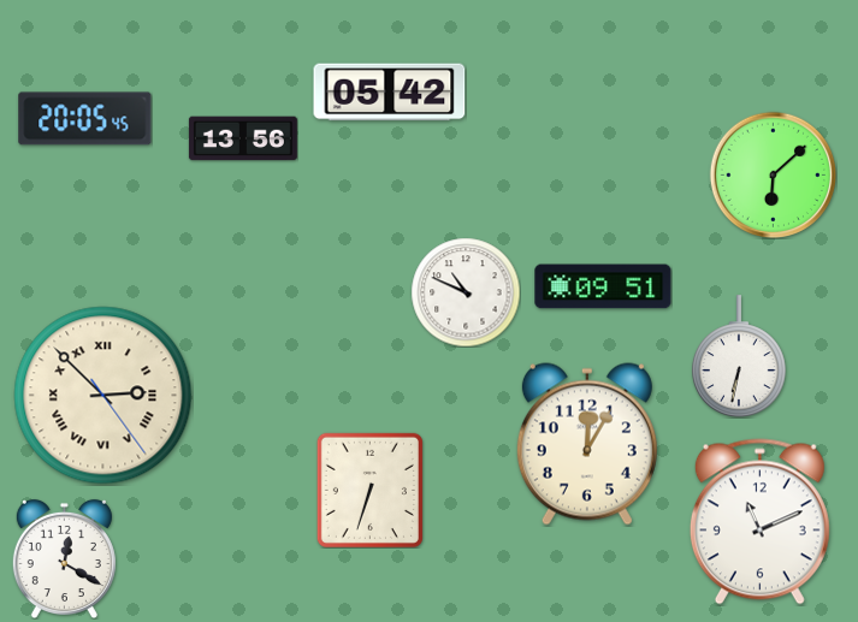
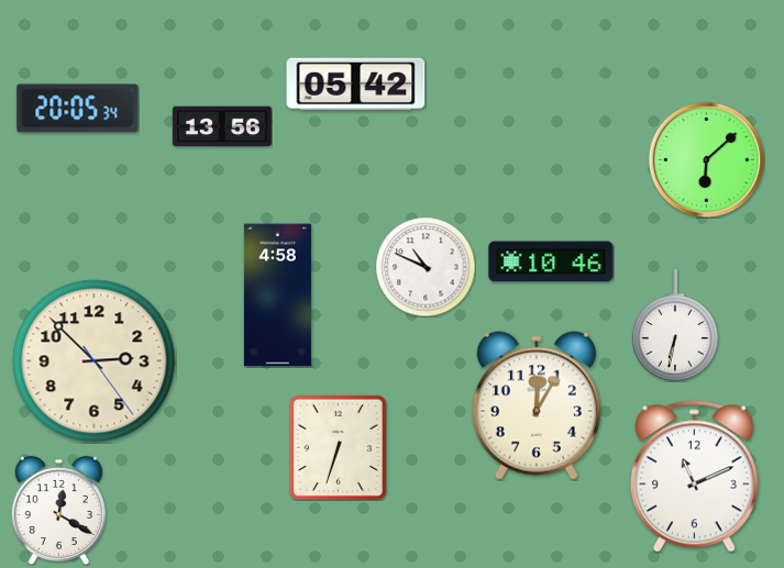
clock at (85, 119): 20:05:45 -> 20:05:34
clock at (603, 286): 09:51 -> 10:46
clock at (277, 296): none -> 4:58
clock at (103, 396) numerals: Roman -> Arabic
